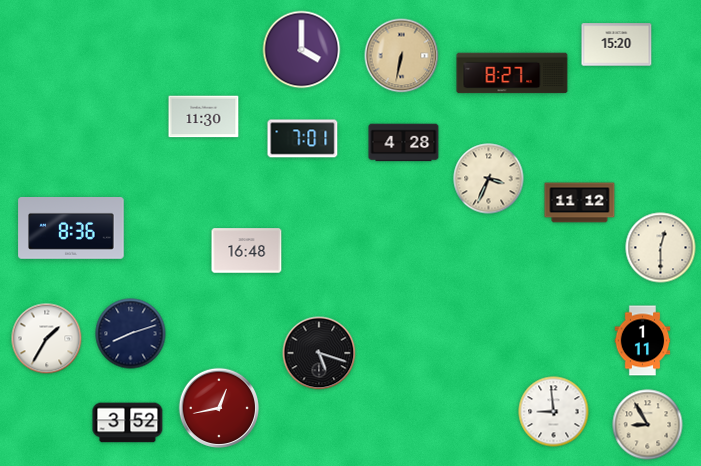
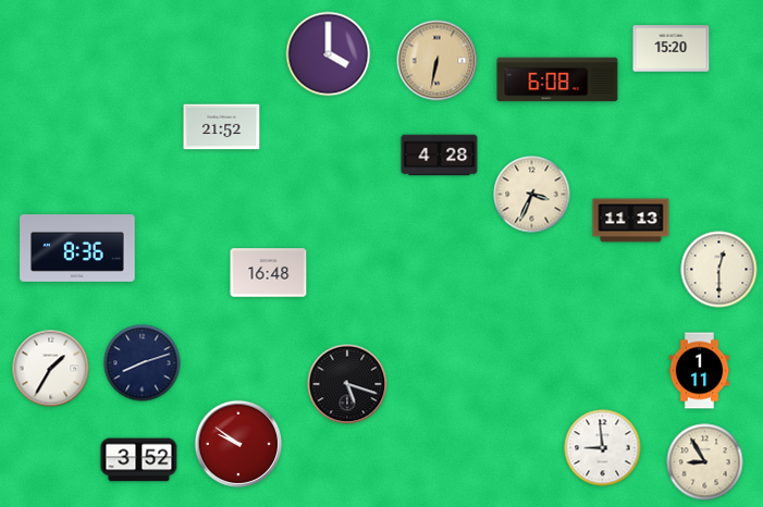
clock at (512, 73): 8:27 -> 6:08
clock at (204, 117): 11:30 -> 21:52
clock at (303, 139): 7:01 -> none
clock at (580, 203): 11:12 -> 11:13
clock at (218, 407): 12:43 -> 9:51
